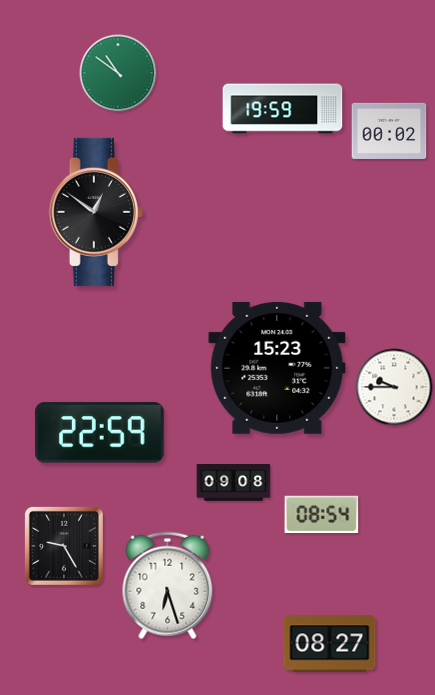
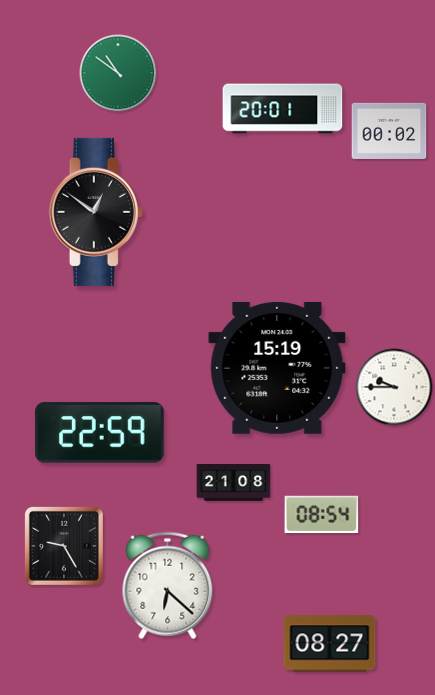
clock at (283, 109): 19:59 -> 20:01
clock at (277, 368): 15:23 -> 15:19
clock at (234, 482): 09:08 -> 21:08
clock at (168, 586): 6:27 -> 6:22
